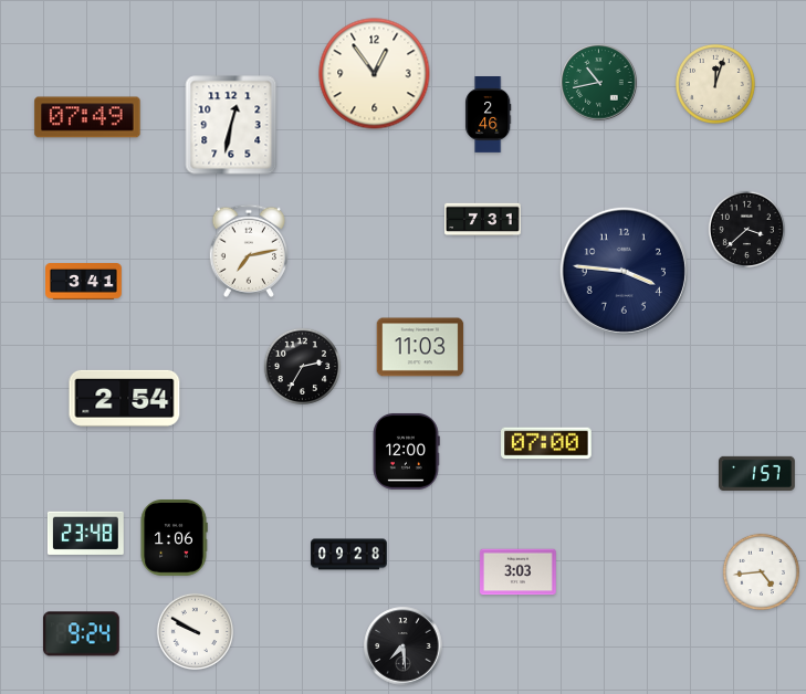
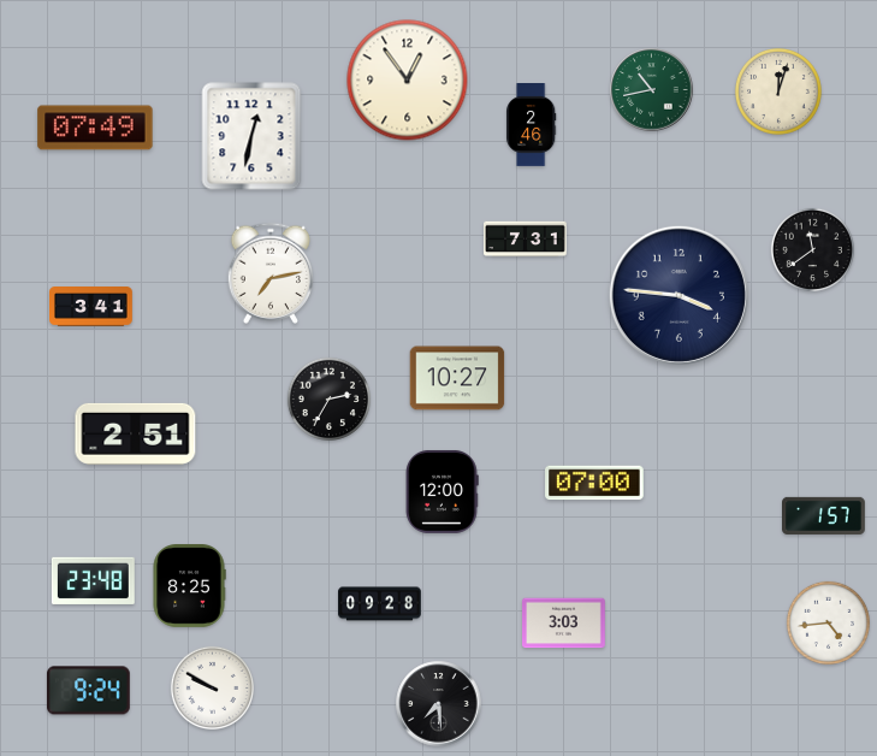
clock at (746, 229): 3:38 -> 11:39
clock at (420, 347): 11:03 -> 10:27
clock at (125, 398): 2:54 -> 2:51
clock at (174, 538): 1:06 -> 8:25
